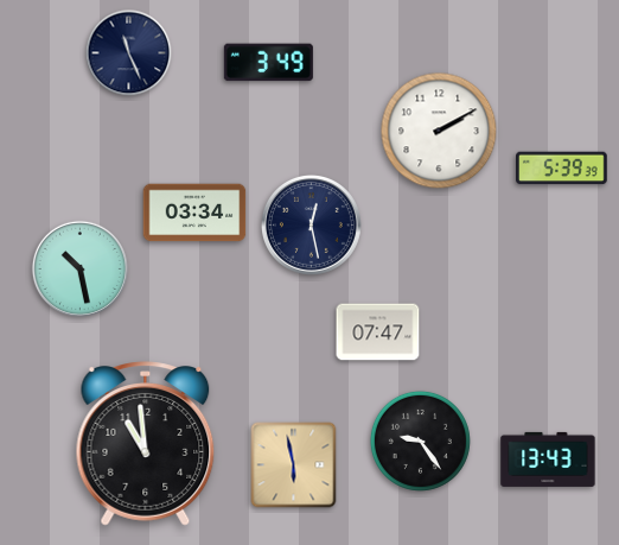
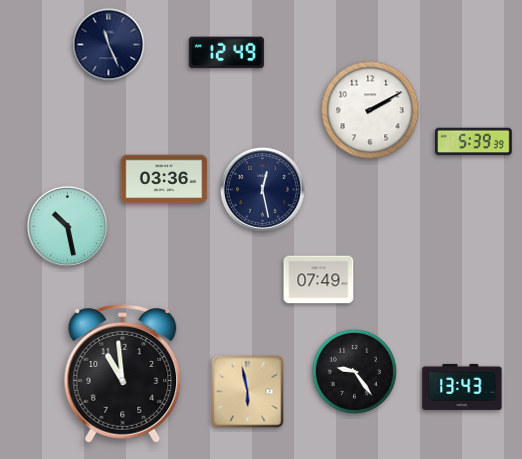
clock at (268, 63): 3:49 -> 12:49
clock at (194, 213): 03:34 -> 03:36
clock at (378, 332): 07:47 -> 07:49
